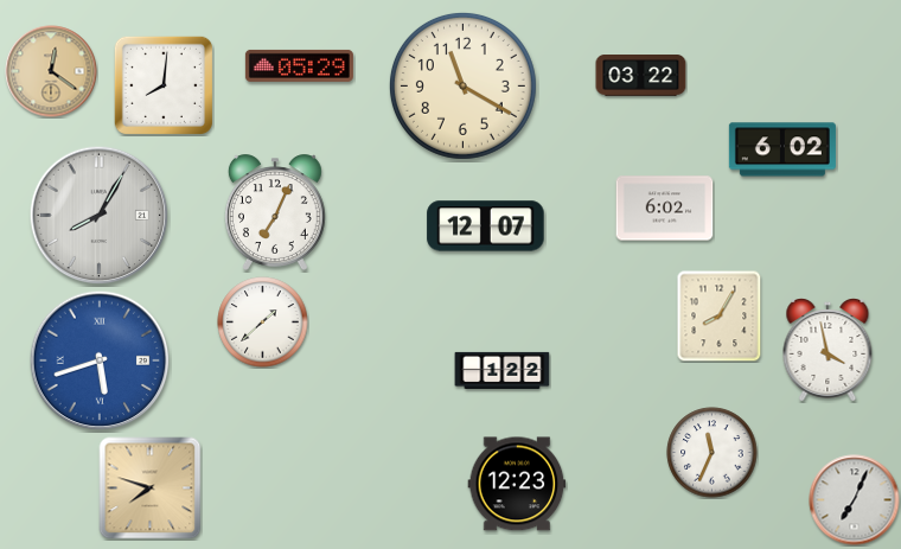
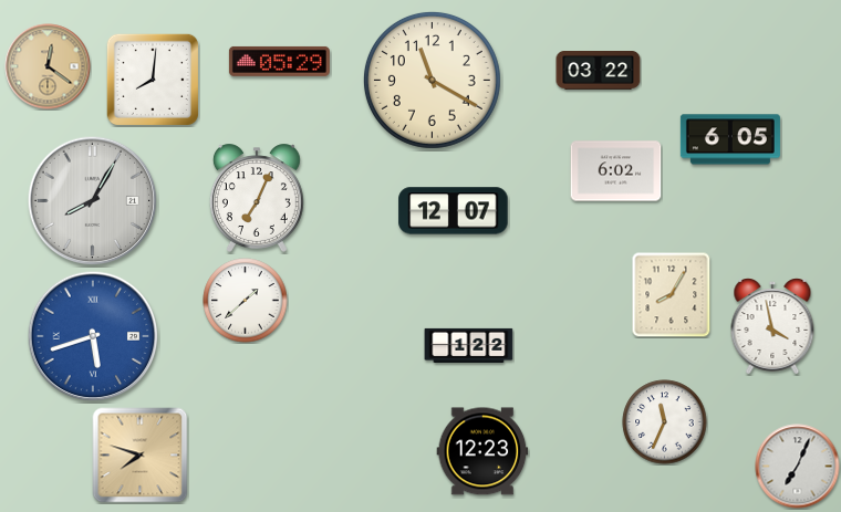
clock at (782, 149): 6:02 -> 6:05
clock at (665, 209) position: (665, 209) -> (616, 171)
